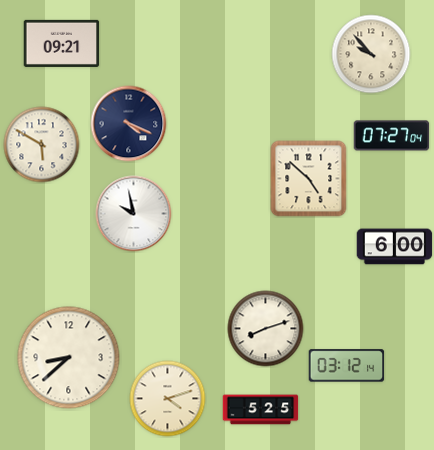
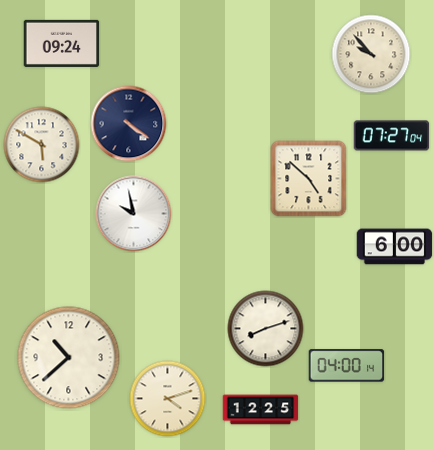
clock at (62, 43): 09:21 -> 09:24
clock at (129, 124): 4:19 -> 4:21
clock at (69, 358): 8:38 -> 10:38
clock at (347, 366): 03:12 -> 04:00
clock at (261, 410): 5:25 -> 12:25
